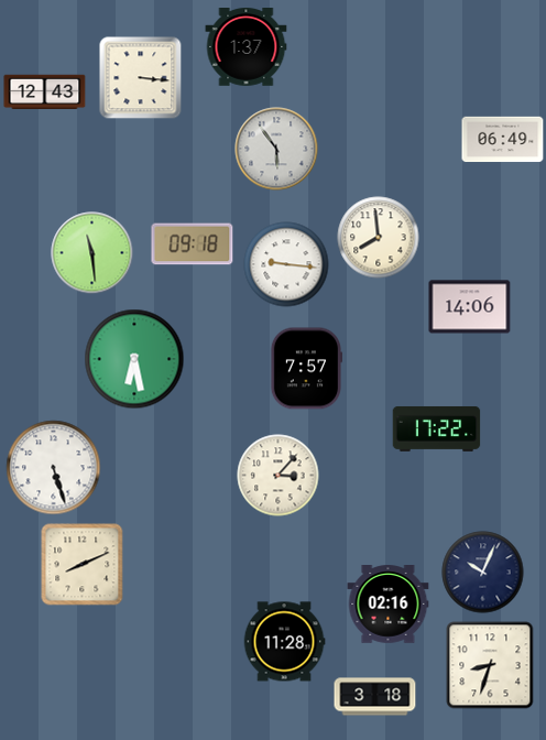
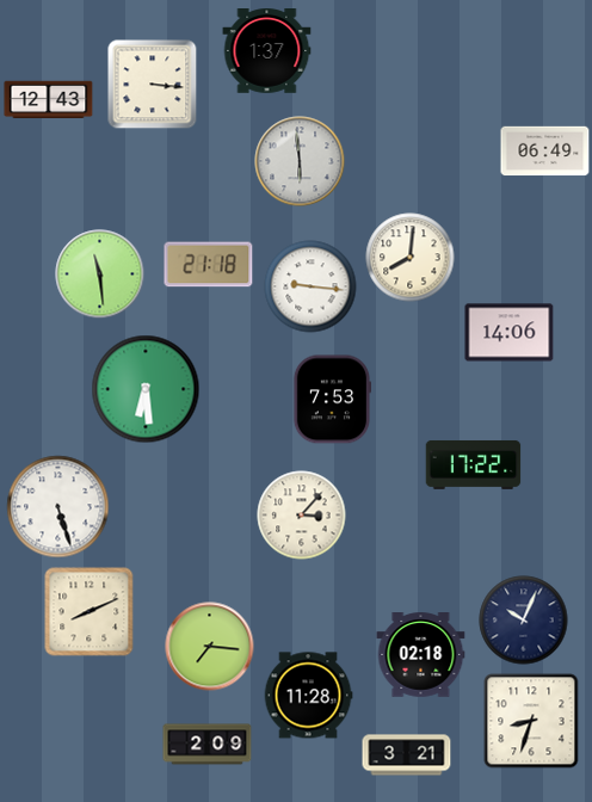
clock at (276, 149): 5:54 -> 5:59
clock at (379, 238): 7:59 -> 8:01
clock at (193, 244): 09:18 -> 21:18
clock at (134, 359): 6:28 -> 6:29
clock at (305, 369): 7:57 -> 7:53
clock at (210, 647): none -> 7:16
clock at (389, 605): 02:16 -> 02:18
clock at (208, 745): none -> 2:09
clock at (375, 697): 3:18 -> 3:21
